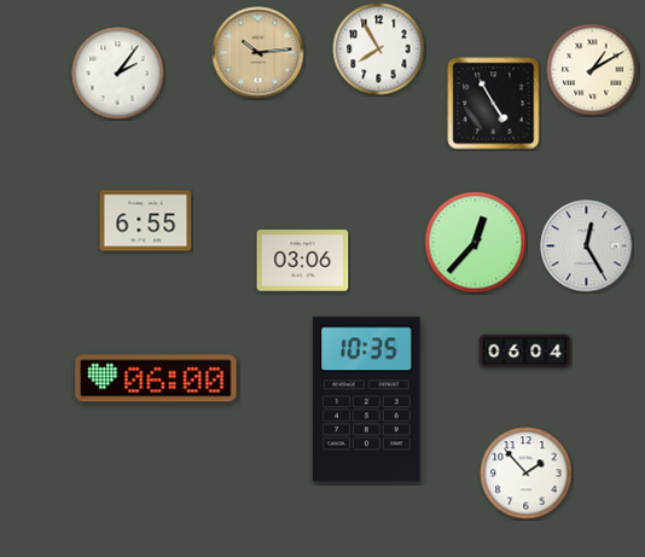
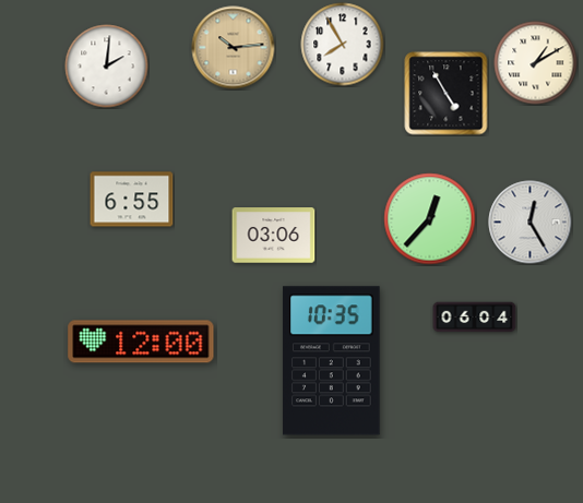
clock at (118, 74): 2:06 -> 2:01
clock at (156, 378): 06:00 -> 12:00
clock at (527, 474): 1:53 -> none
